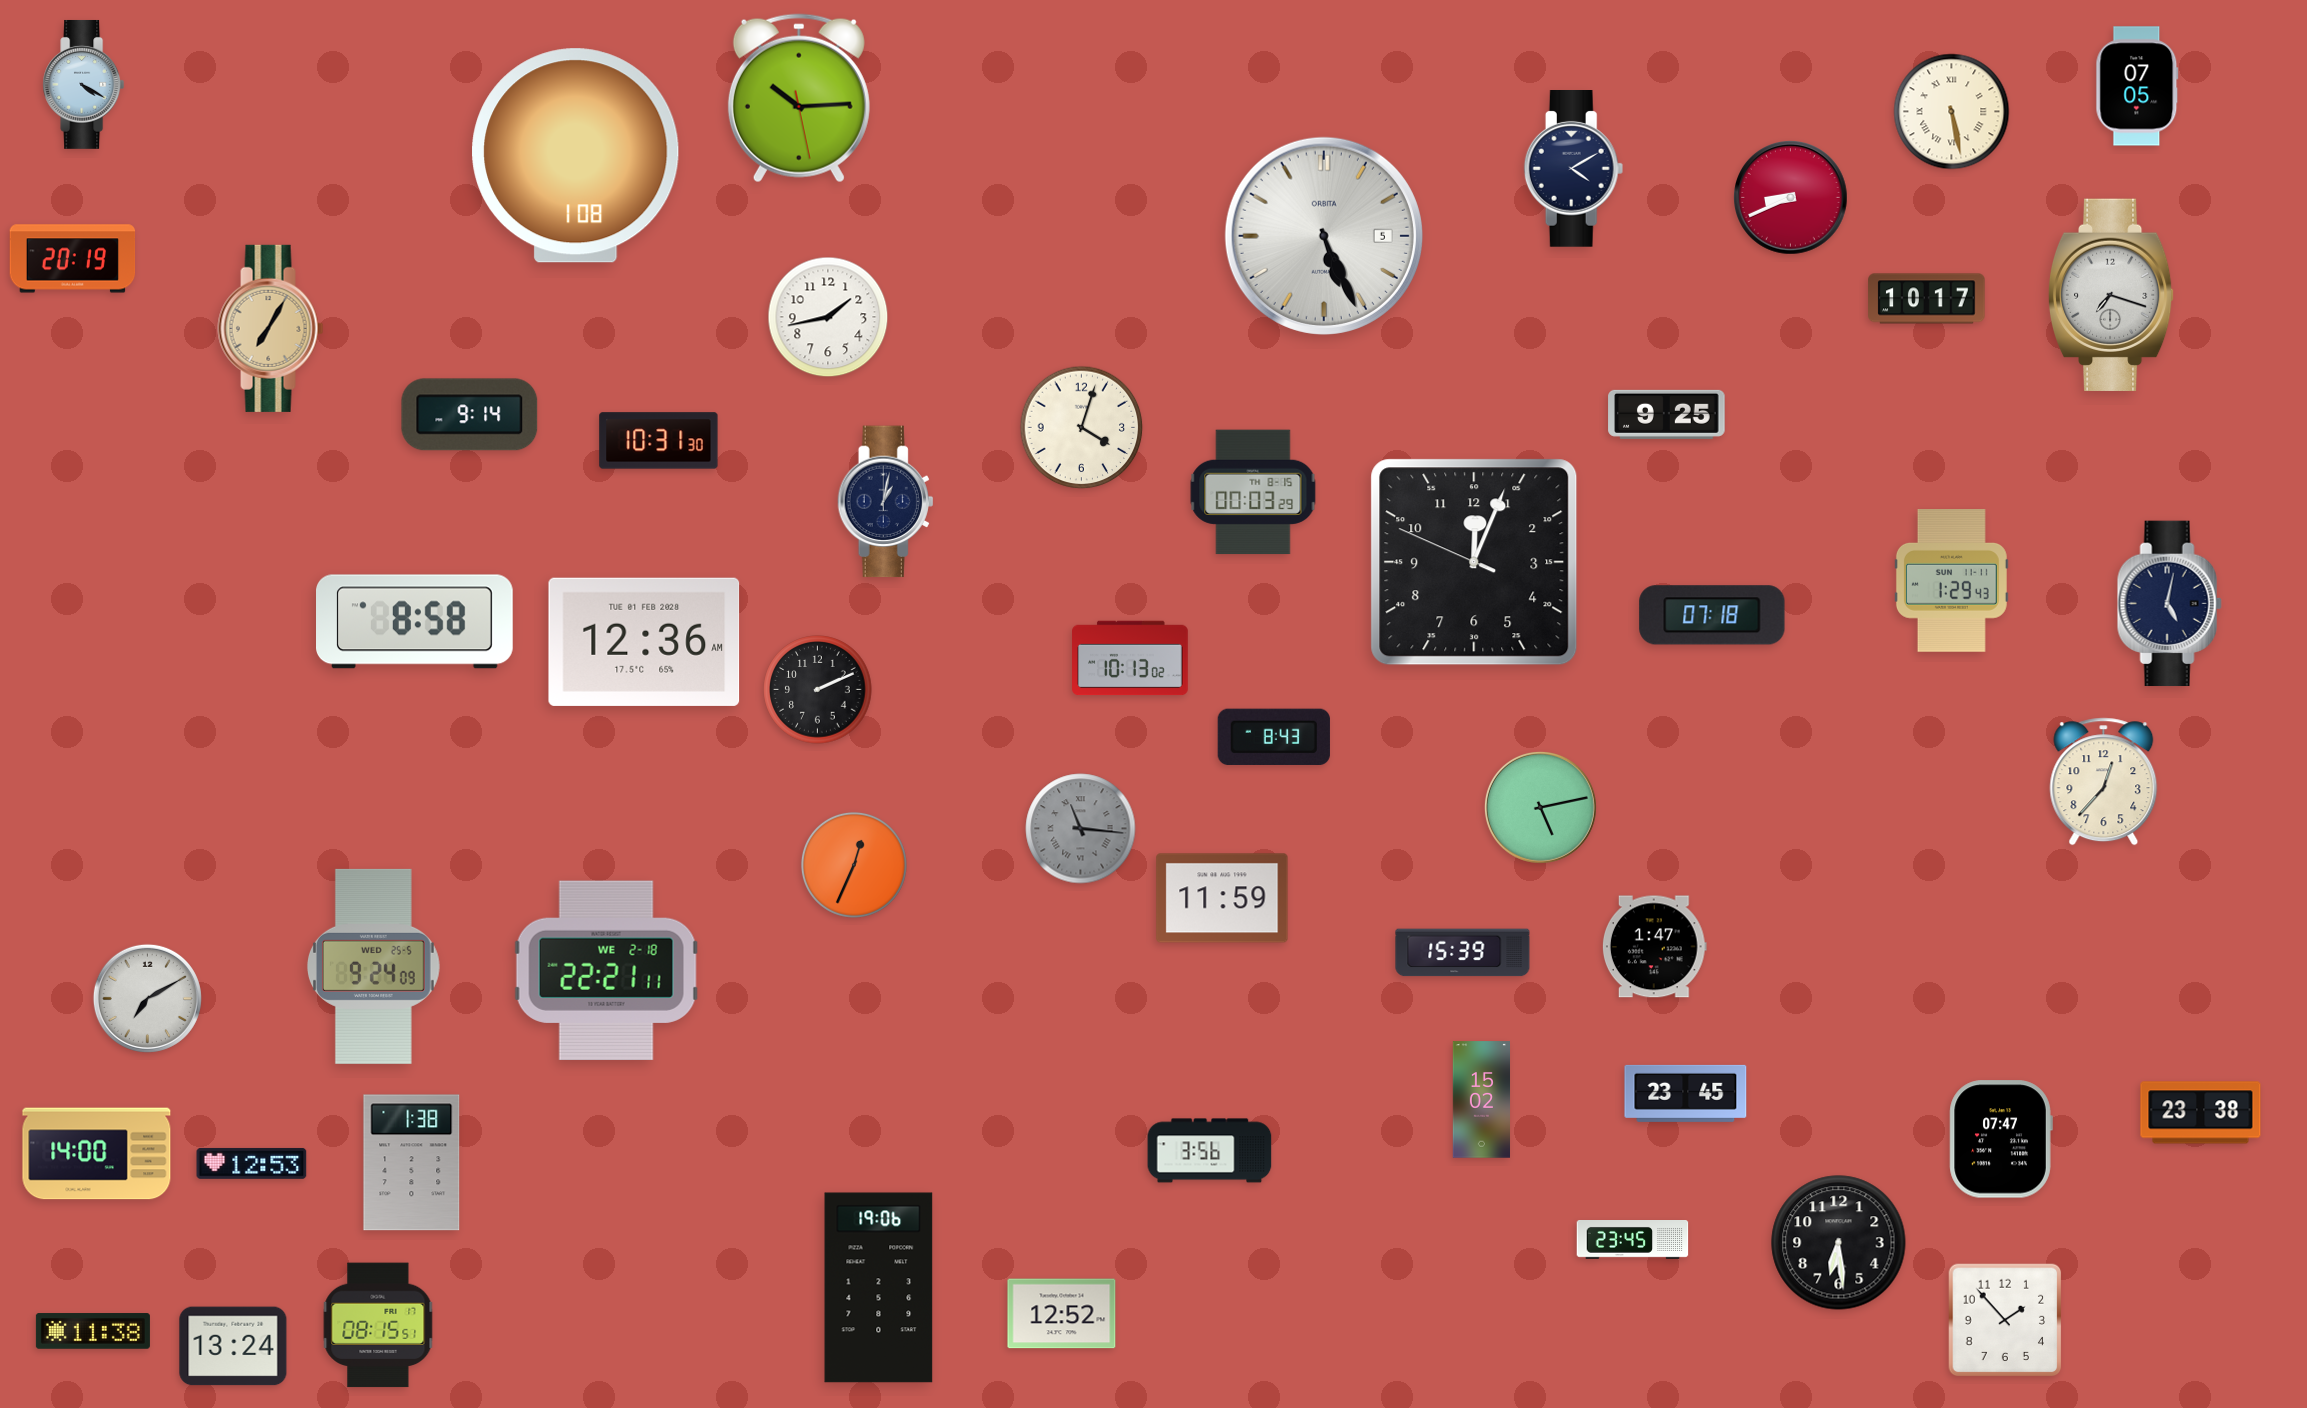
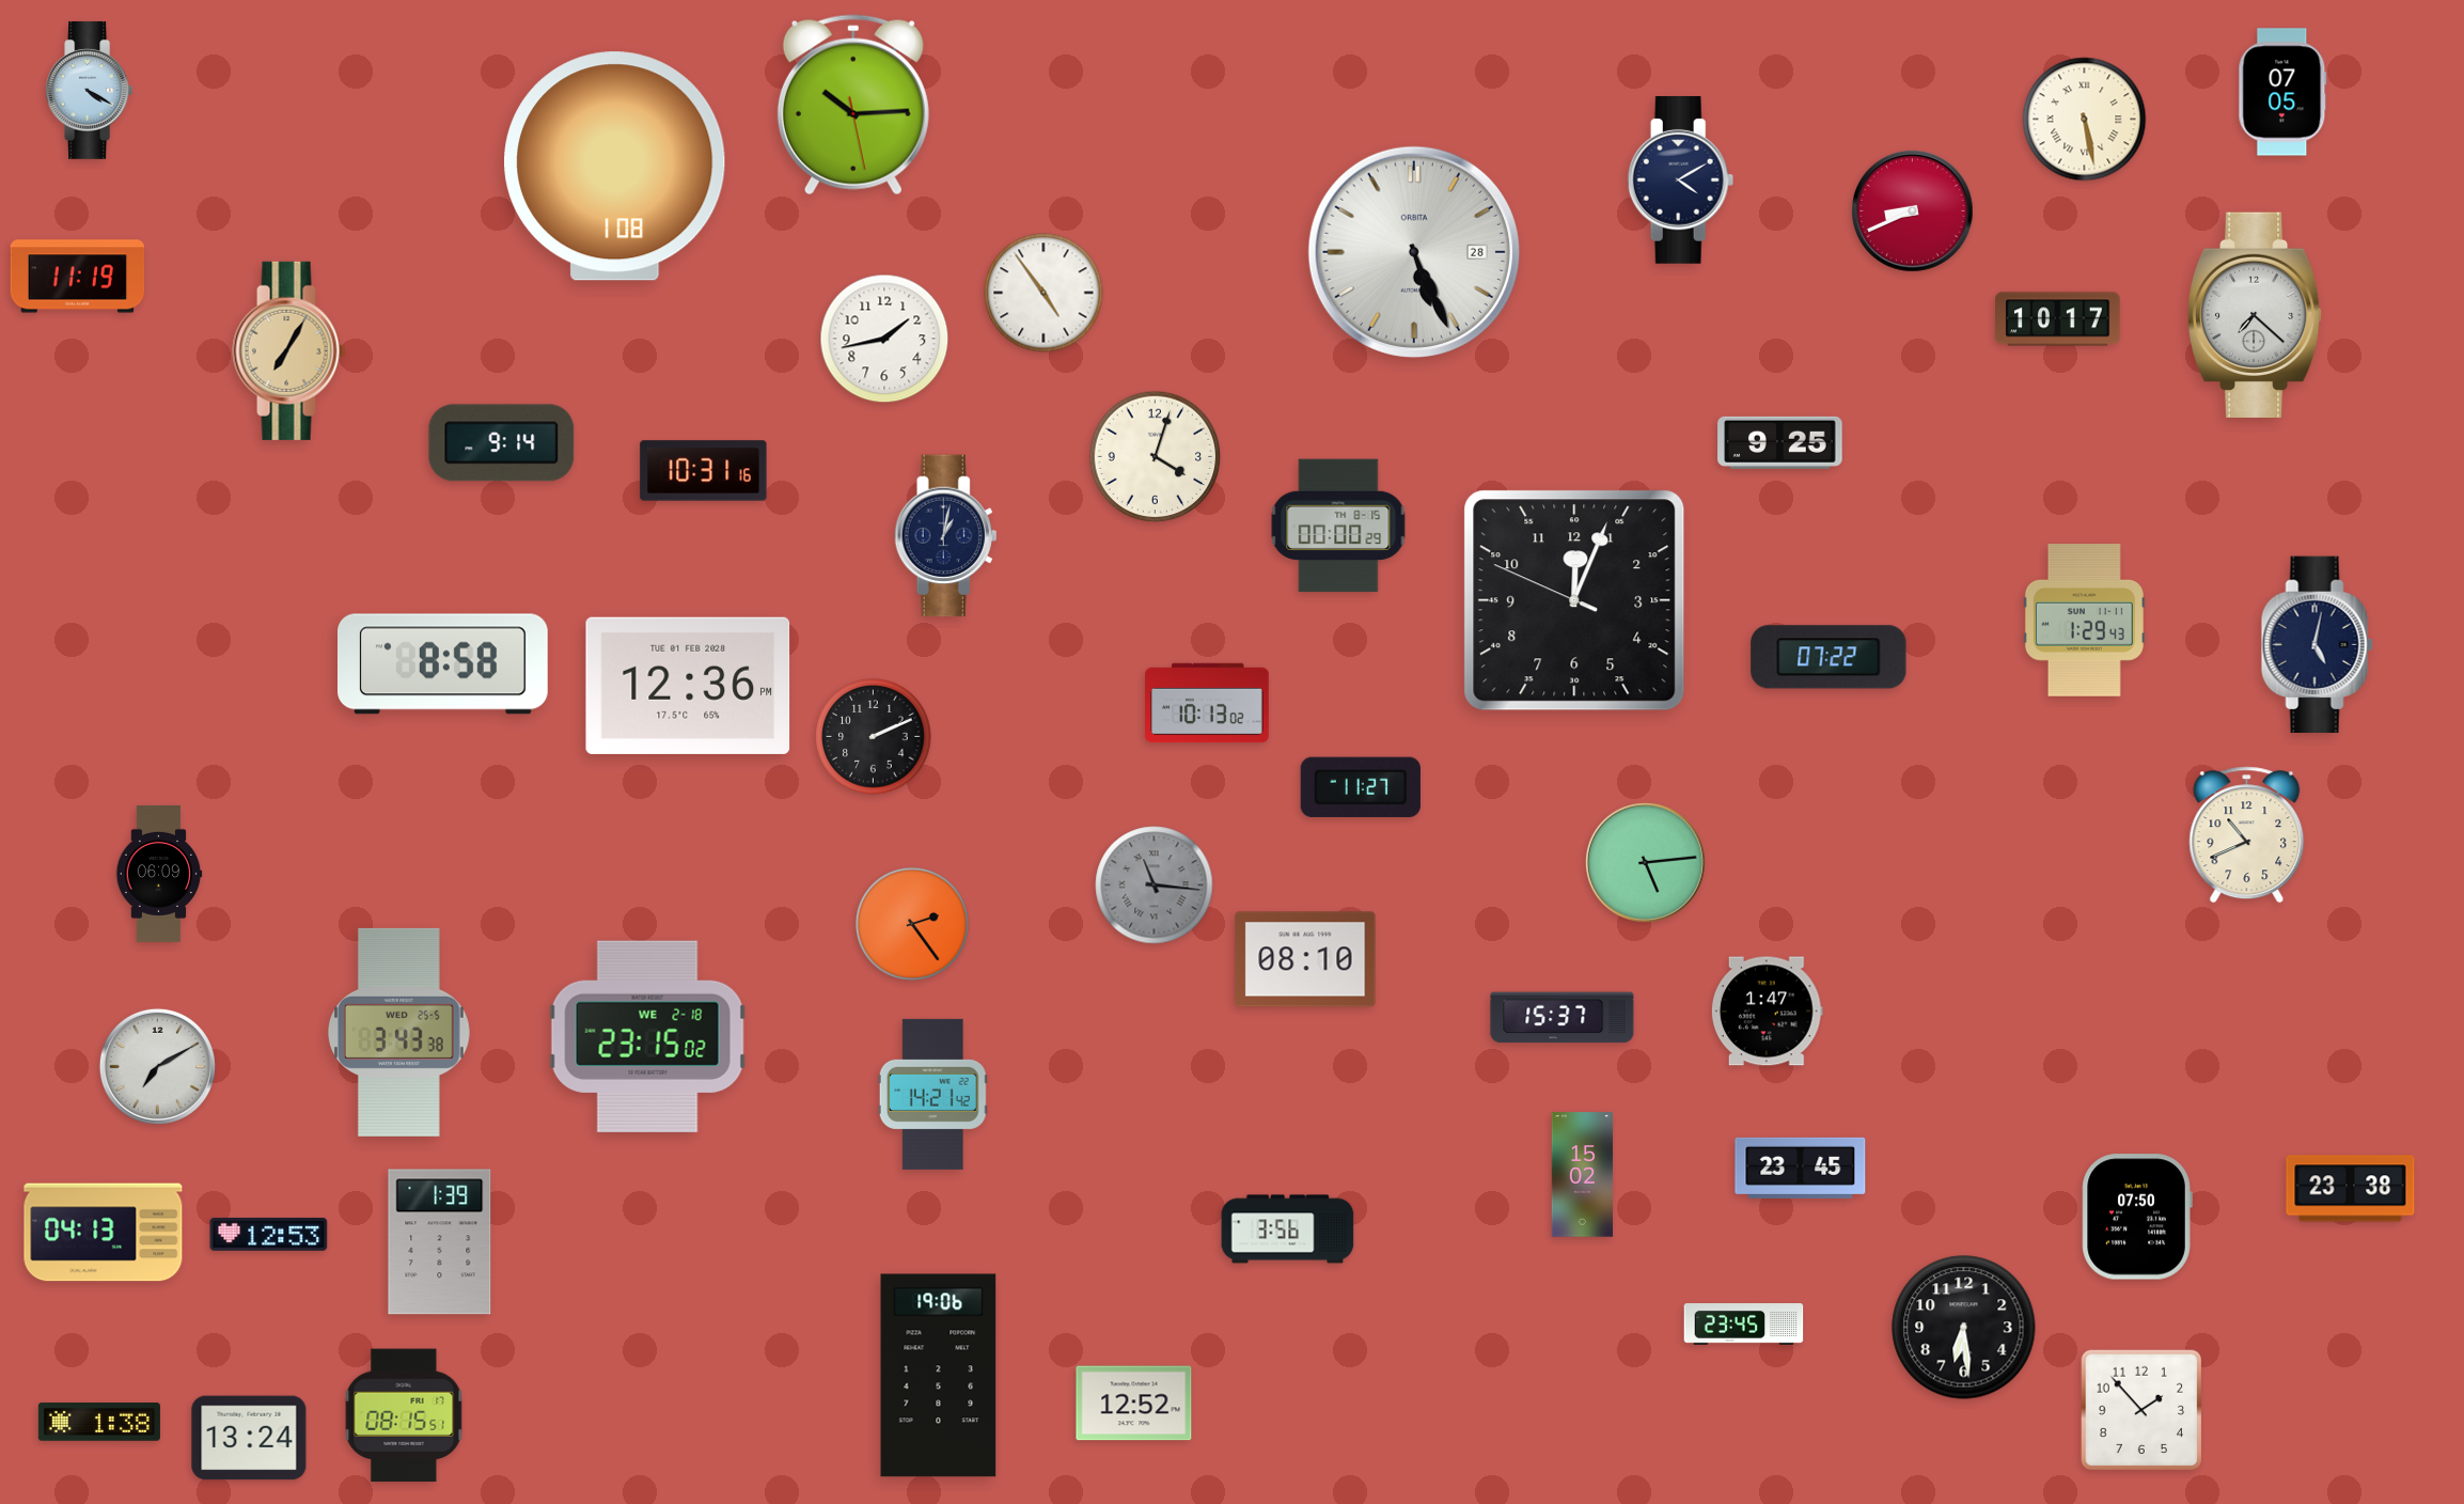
clock at (1324, 236) date: 5 -> 28
clock at (73, 259): 20:19 -> 11:19
clock at (1043, 293): none -> 4:54
clock at (2111, 294): 7:18 -> 7:22
clock at (659, 441): 10:31:30 -> 10:31:16
clock at (1253, 492): 00:03 -> 00:00
clock at (1712, 615): 07:18 -> 07:22
clock at (644, 642): 12:36 AM -> 12:36 PM
clock at (1274, 737): 8:43 -> 11:27
clock at (2104, 782): 12:37 -> 10:41
clock at (1540, 807): 5:13 -> 5:14
clock at (159, 874): none -> 06:09
clock at (854, 865): 12:34 -> 2:24
clock at (1222, 898): 11:59 -> 08:10
clock at (1463, 953): 15:39 -> 15:37
clock at (373, 966): 9:24 -> 3:43
clock at (607, 970): 22:21 -> 23:15
clock at (932, 1094): none -> 14:21
clock at (2001, 1139): 07:47 -> 07:50
clock at (1210, 1151) position: (1210, 1151) -> (1288, 1229)
clock at (97, 1154): 14:00 -> 04:13
clock at (252, 1163) position: (252, 1163) -> (269, 1234)
clock at (412, 1163): 1:38 -> 1:39
clock at (93, 1331): 11:38 -> 1:38
